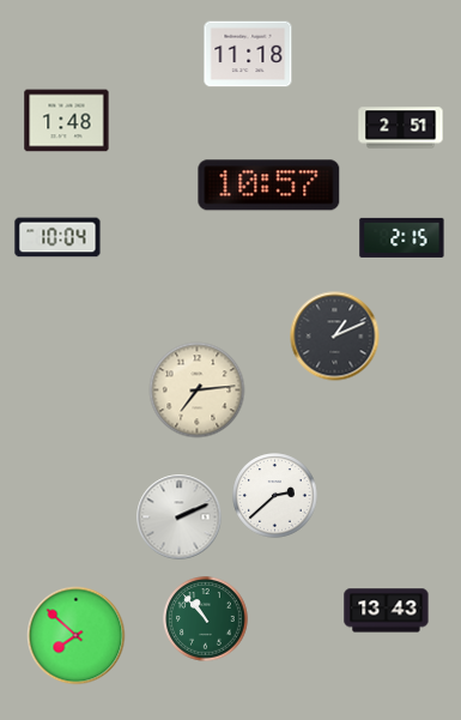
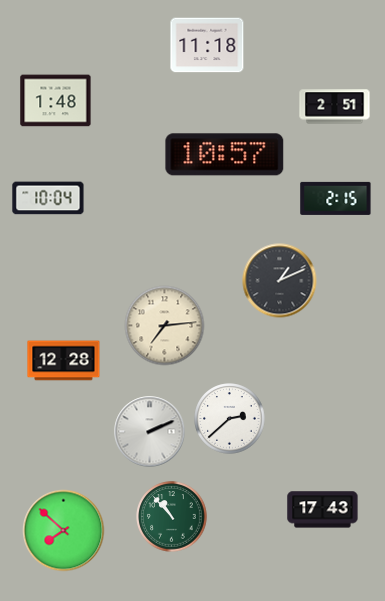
clock at (64, 361): none -> 12:28
clock at (275, 496) position: (275, 496) -> (230, 419)
clock at (387, 611): 13:43 -> 17:43
